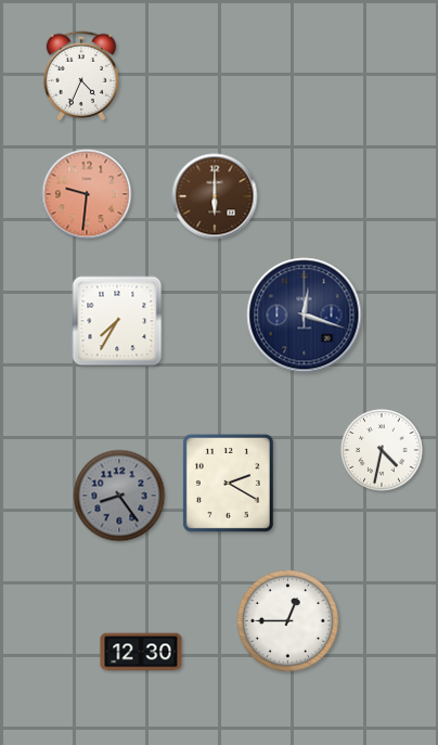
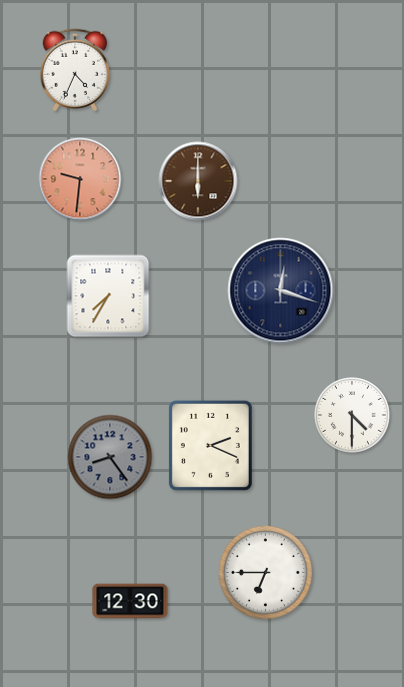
clock at (382, 450): 4:32 -> 4:30
clock at (228, 483): 2:20 -> 2:19
clock at (287, 620): 12:45 -> 6:45
